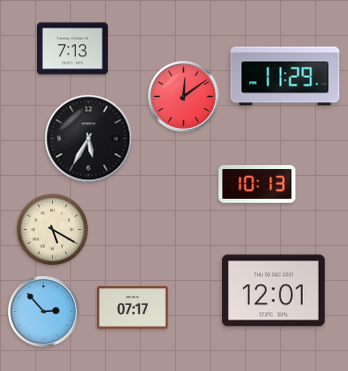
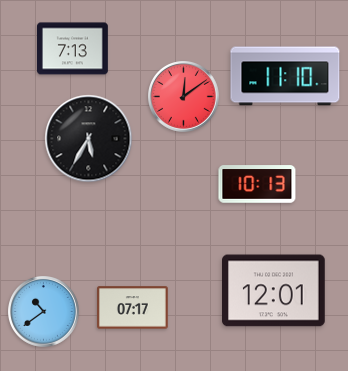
clock at (285, 76): 11:29 -> 11:10
clock at (53, 230): 5:20 -> none
clock at (44, 312): 2:53 -> 10:39
